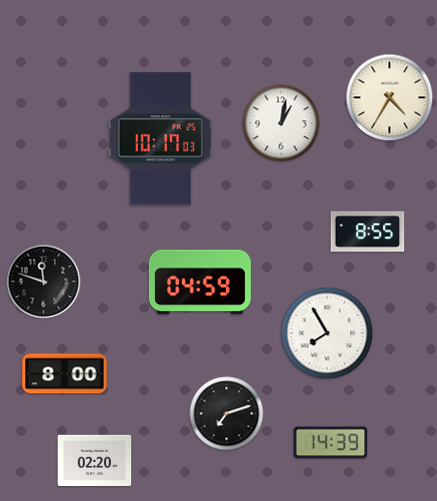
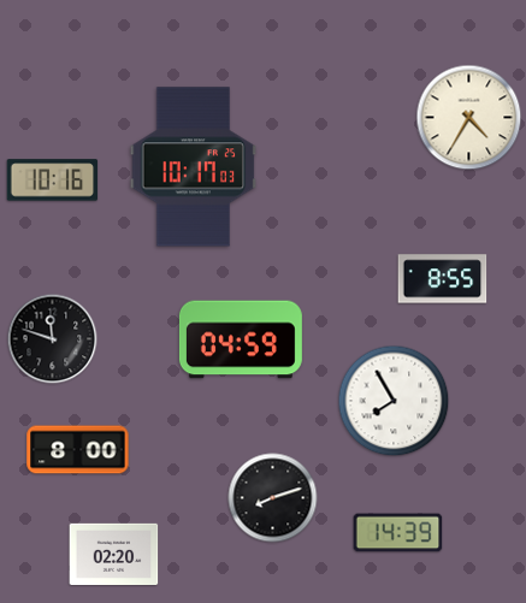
clock at (281, 123): 1:02 -> none
clock at (53, 181): none -> 10:16
clock at (227, 414): 7:12 -> 8:12
